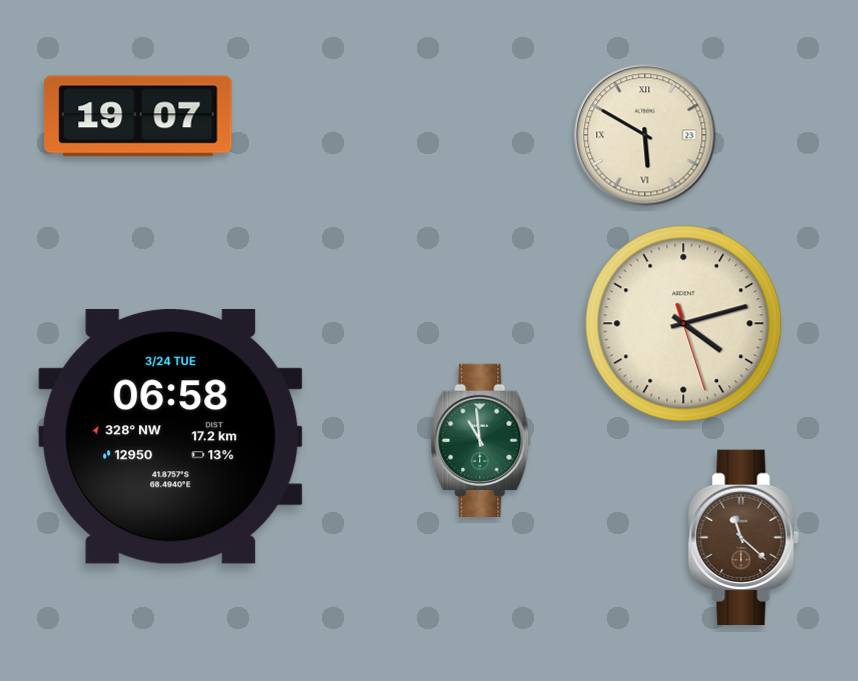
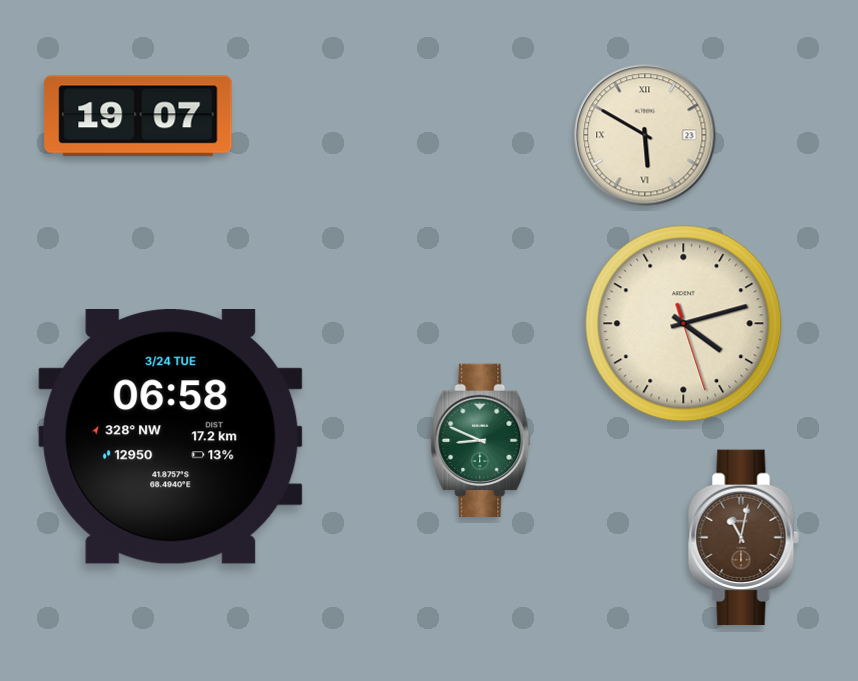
clock at (481, 440): 10:59 -> 8:49
clock at (743, 538): 11:22 -> 11:02
